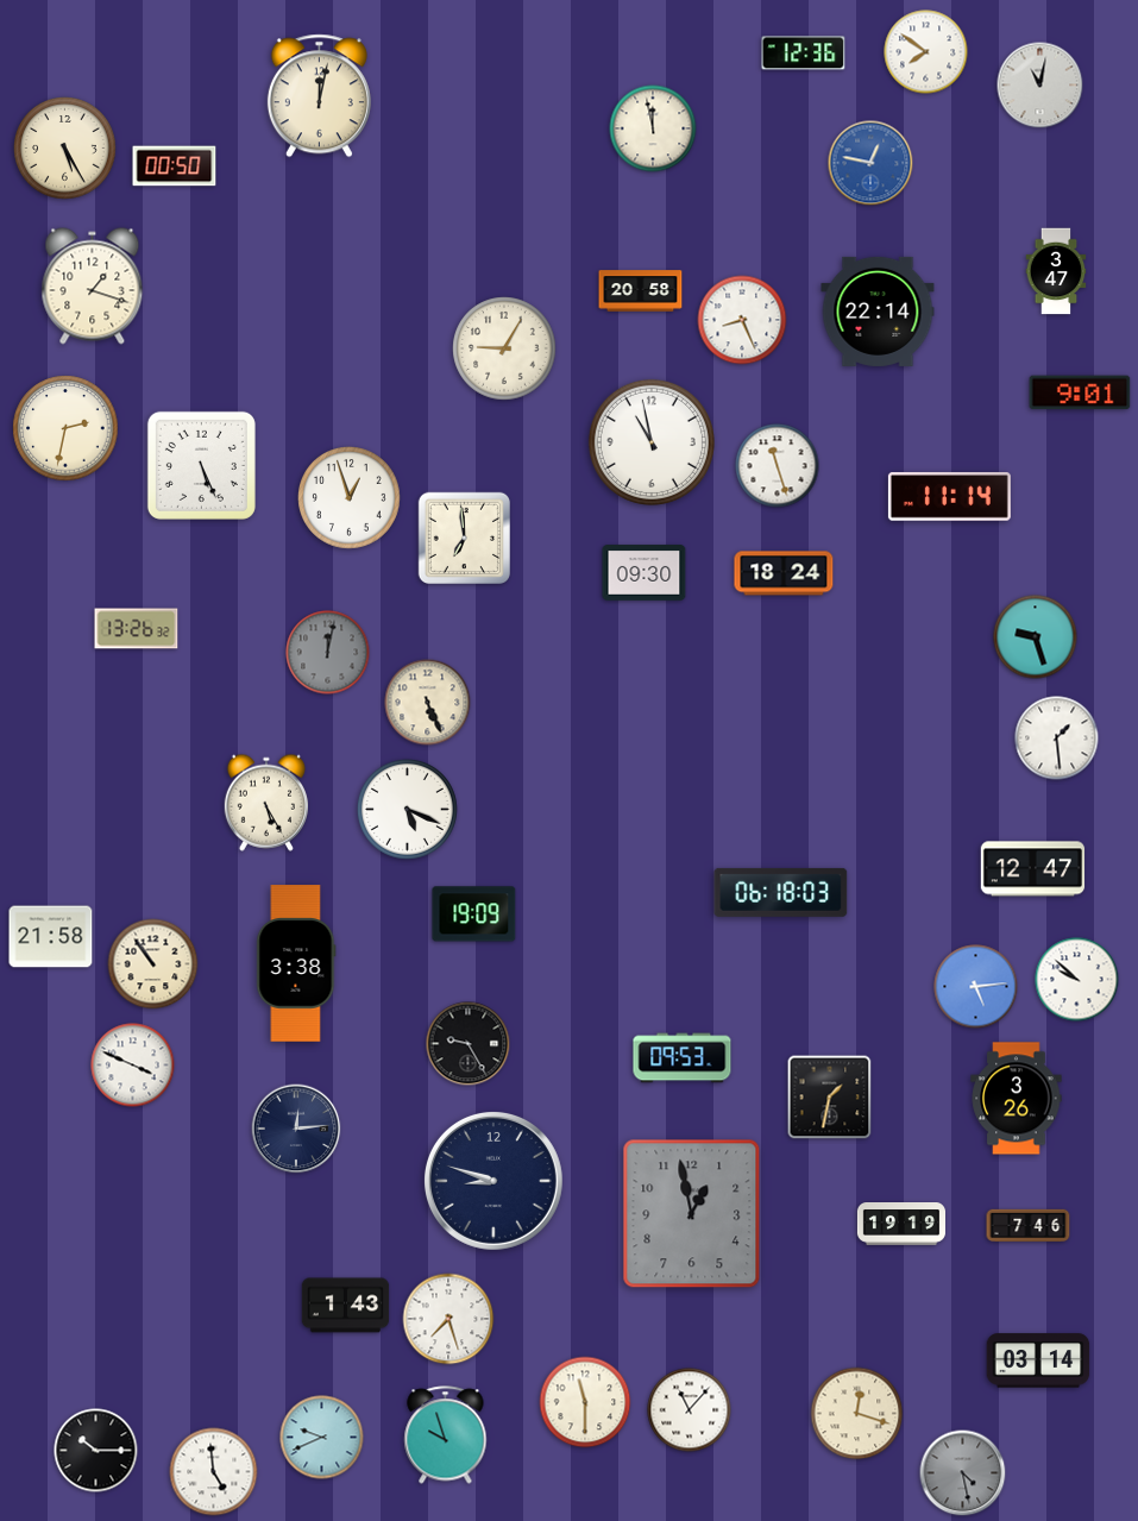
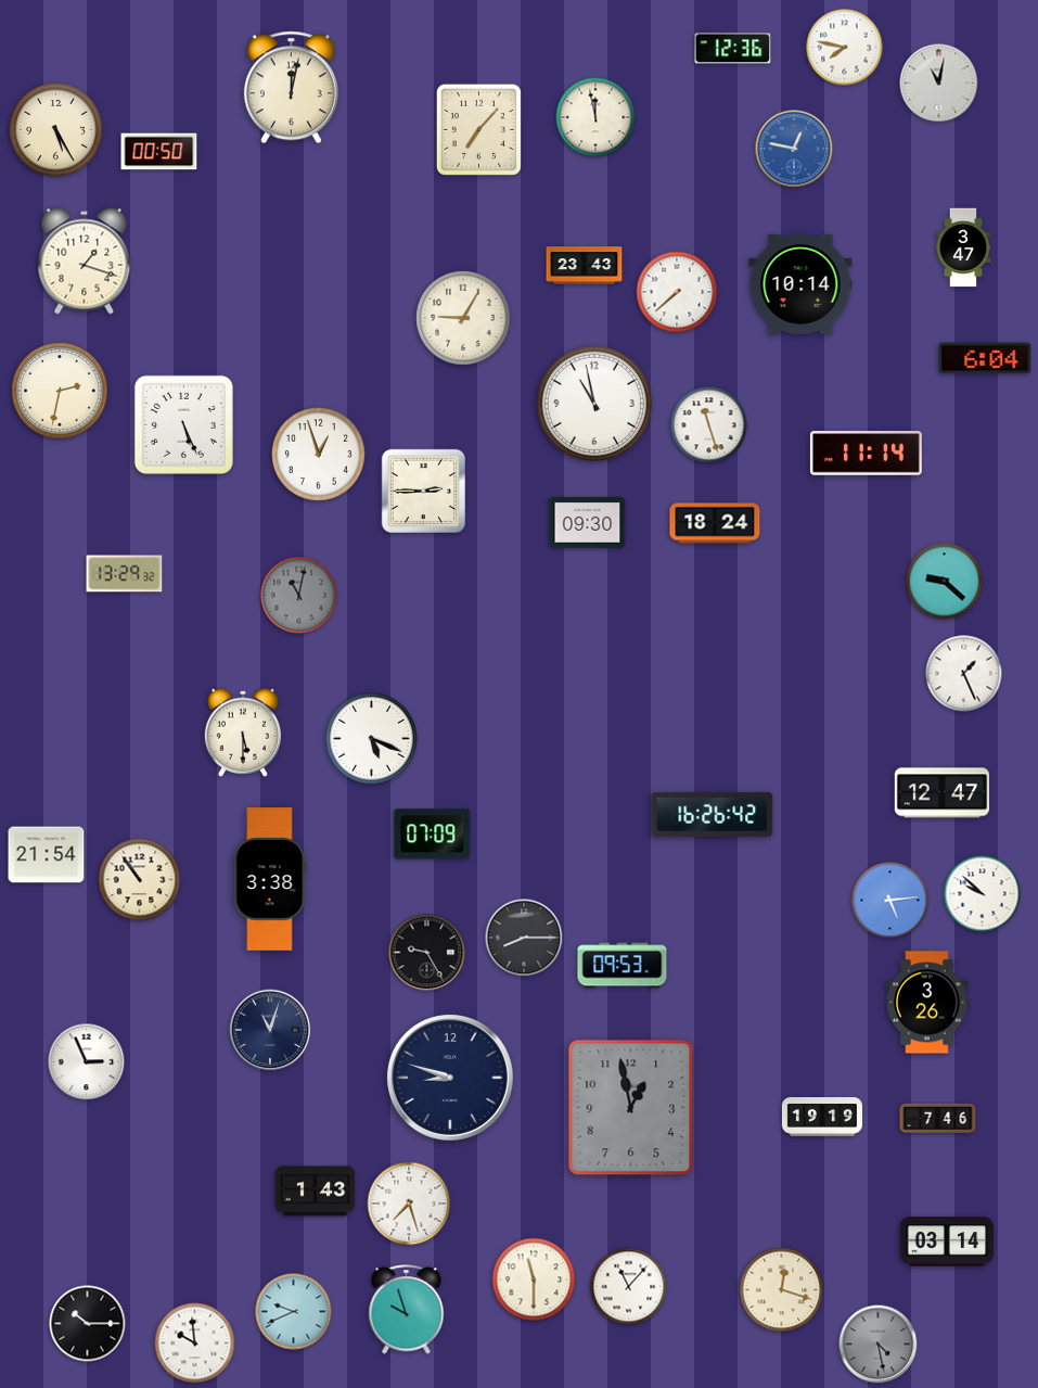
clock at (926, 52): 7:51 -> 7:47
clock at (1040, 86) position: (1040, 86) -> (939, 84)
clock at (478, 129): none -> 7:07
clock at (65, 149) position: (65, 149) -> (56, 130)
clock at (641, 291): 20:58 -> 23:43
clock at (878, 312): 22:14 -> 10:14
clock at (742, 320): 8:26 -> 7:38
clock at (504, 348) position: (504, 348) -> (463, 318)
clock at (1080, 392): 9:01 -> 6:04
clock at (464, 538): 6:59 -> 2:45
clock at (137, 629): 13:26 -> 13:29
clock at (1036, 637): 9:27 -> 9:22
clock at (328, 653): 12:02 -> 11:02
clock at (428, 703): 5:26 -> none
clock at (1057, 738): 1:29 -> 1:26
clock at (266, 803): 5:25 -> 5:30
clock at (781, 892): 06:18 -> 16:26
clock at (474, 915): 19:09 -> 07:09
clock at (51, 937): 21:58 -> 21:54
clock at (524, 938): none -> 8:15
clock at (133, 1066): 3:49 -> none
clock at (830, 1098): 1:32 -> none
clock at (296, 1129): 12:14 -> 11:03
clock at (87, 1062): none -> 2:56
clock at (214, 1472): 4:59 -> 9:59
